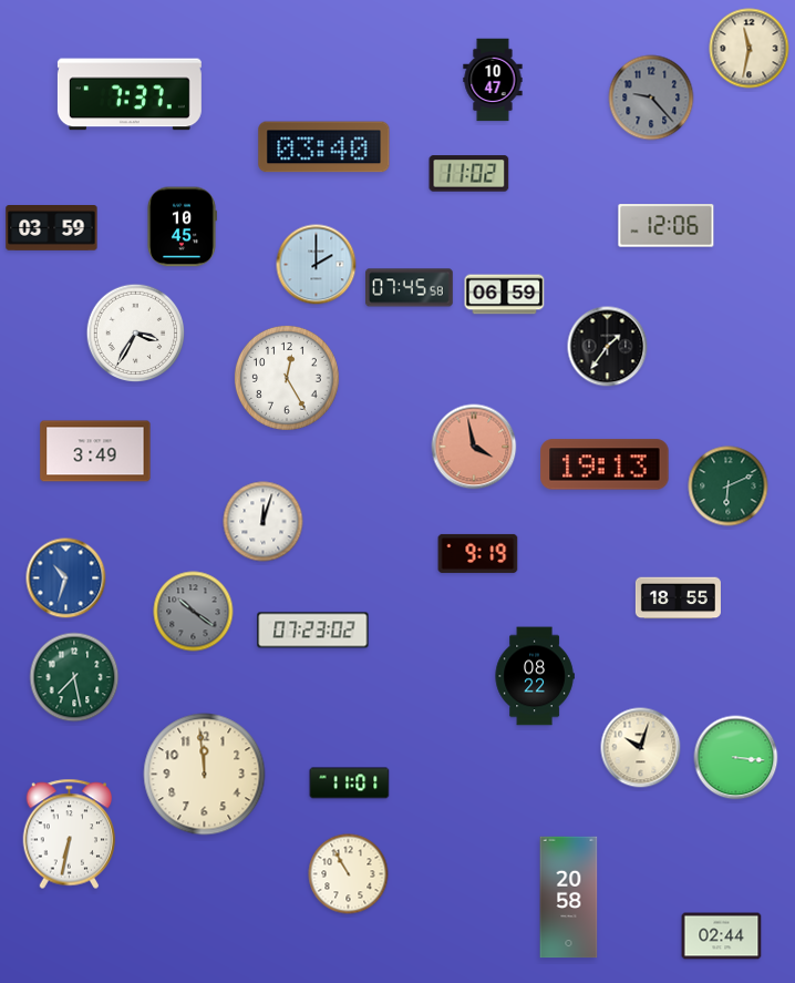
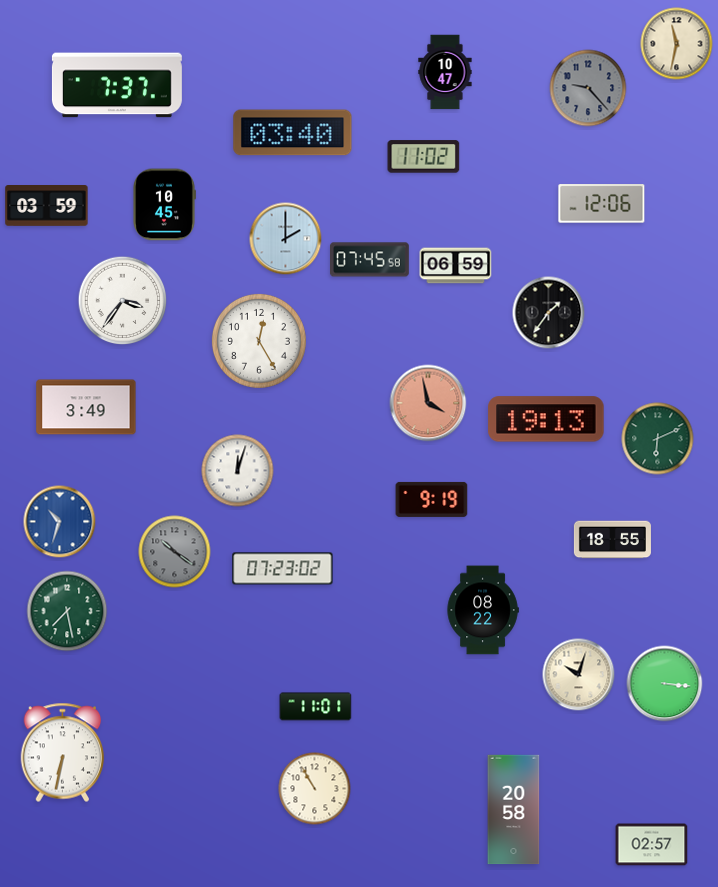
clock at (136, 334): 3:35 -> 3:36
clock at (205, 775): 11:59 -> none
clock at (722, 936): 02:44 -> 02:57
